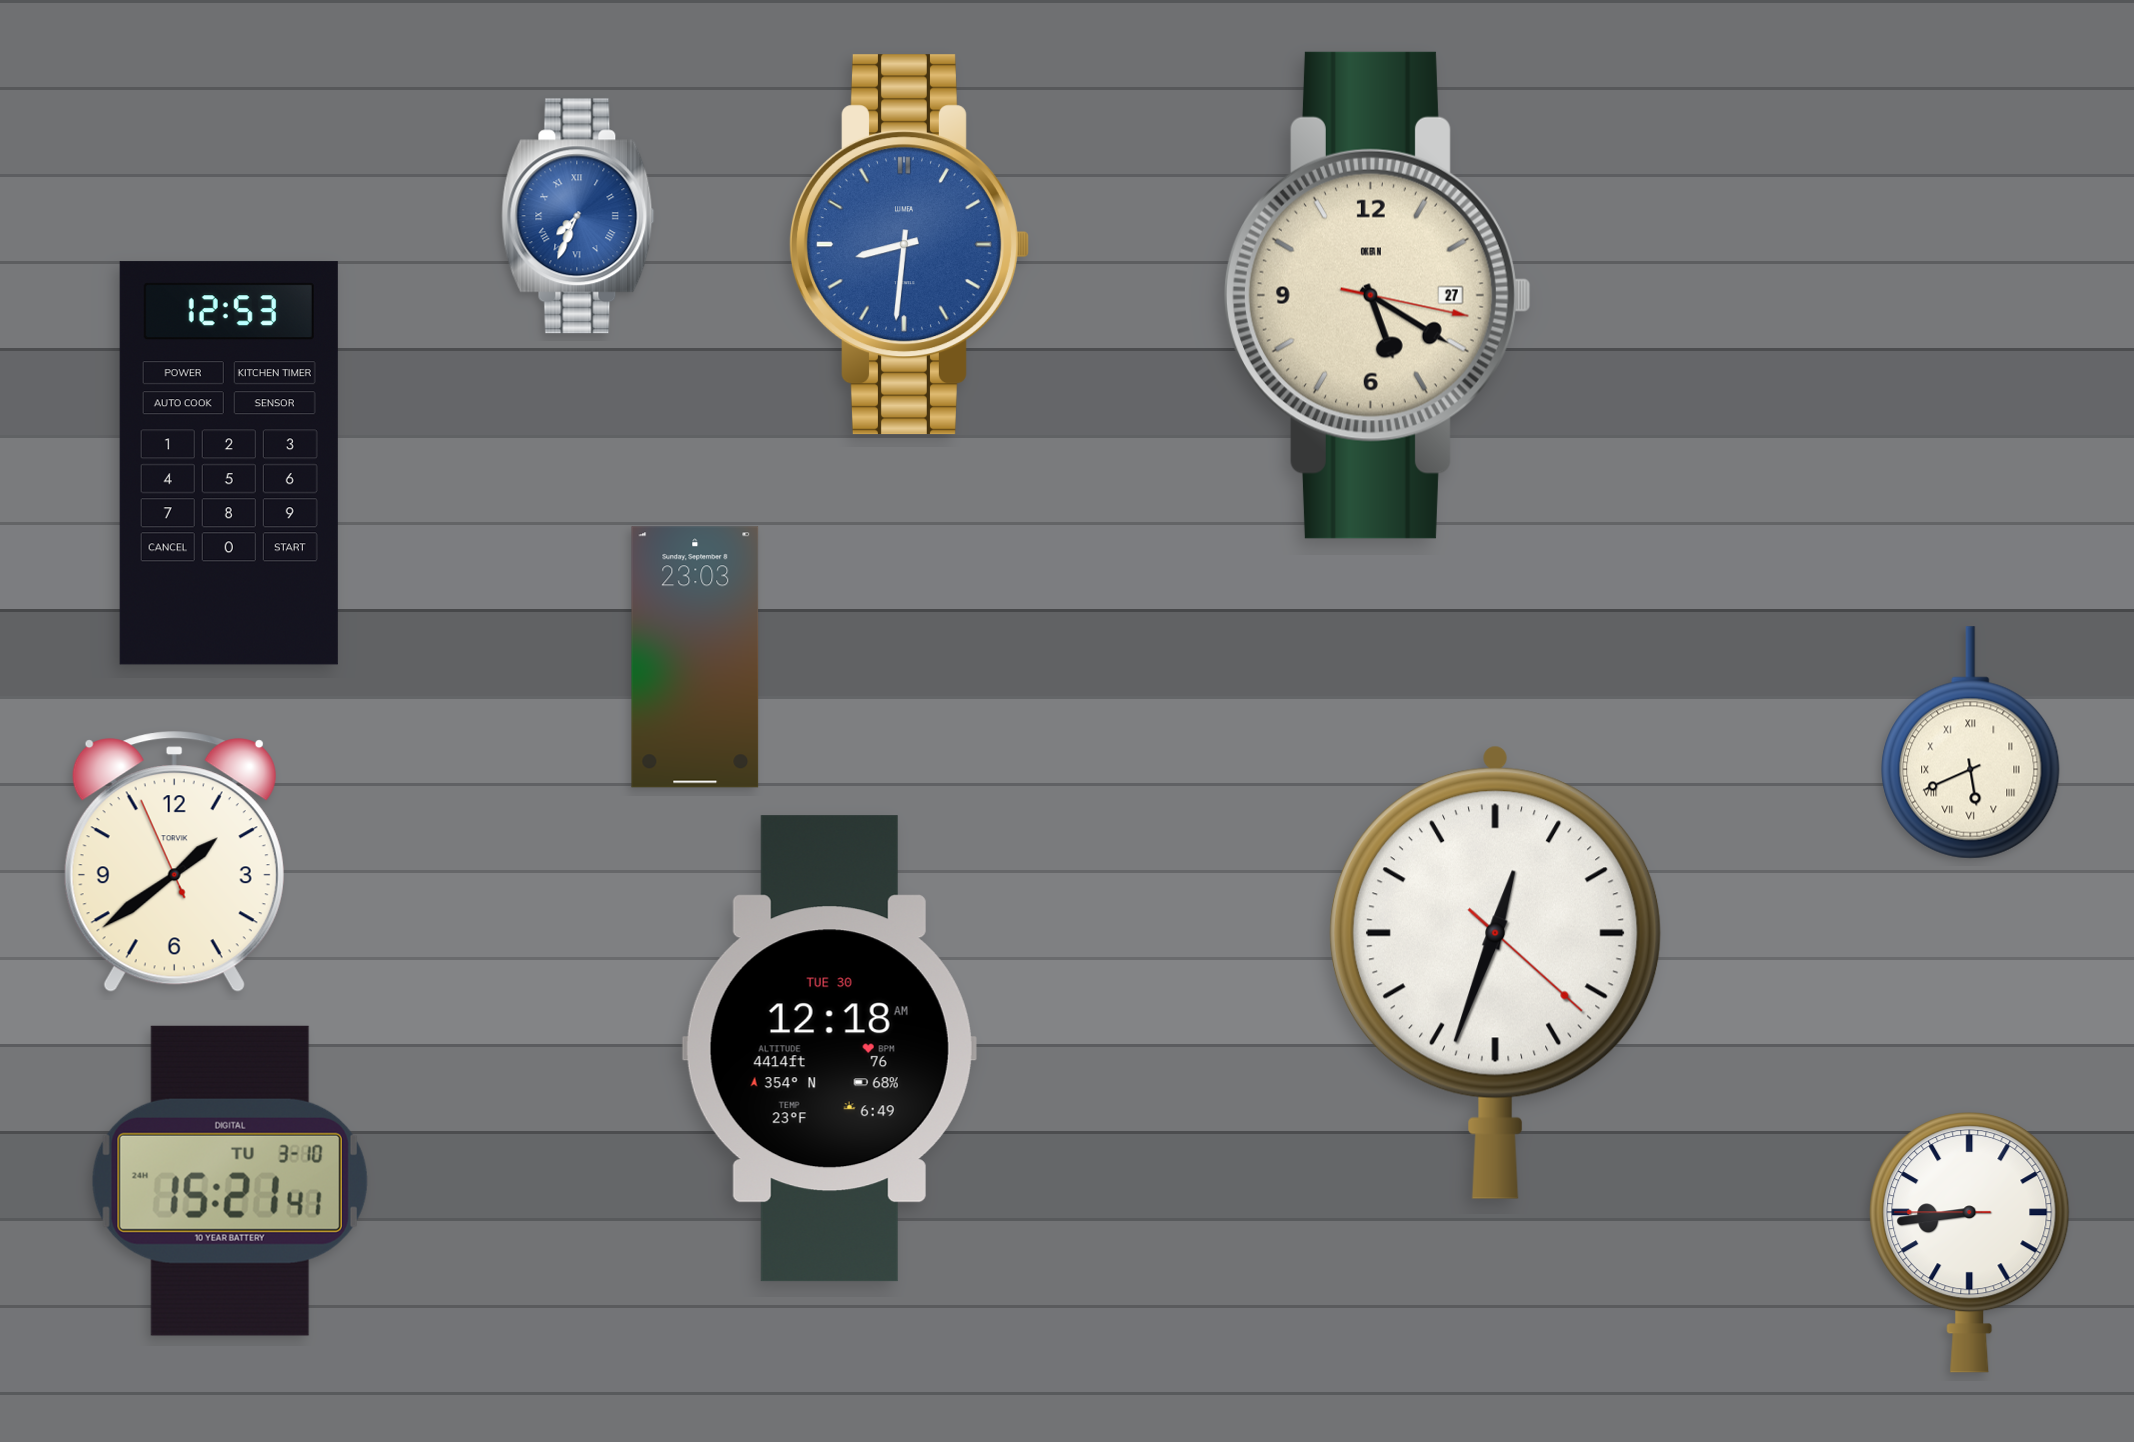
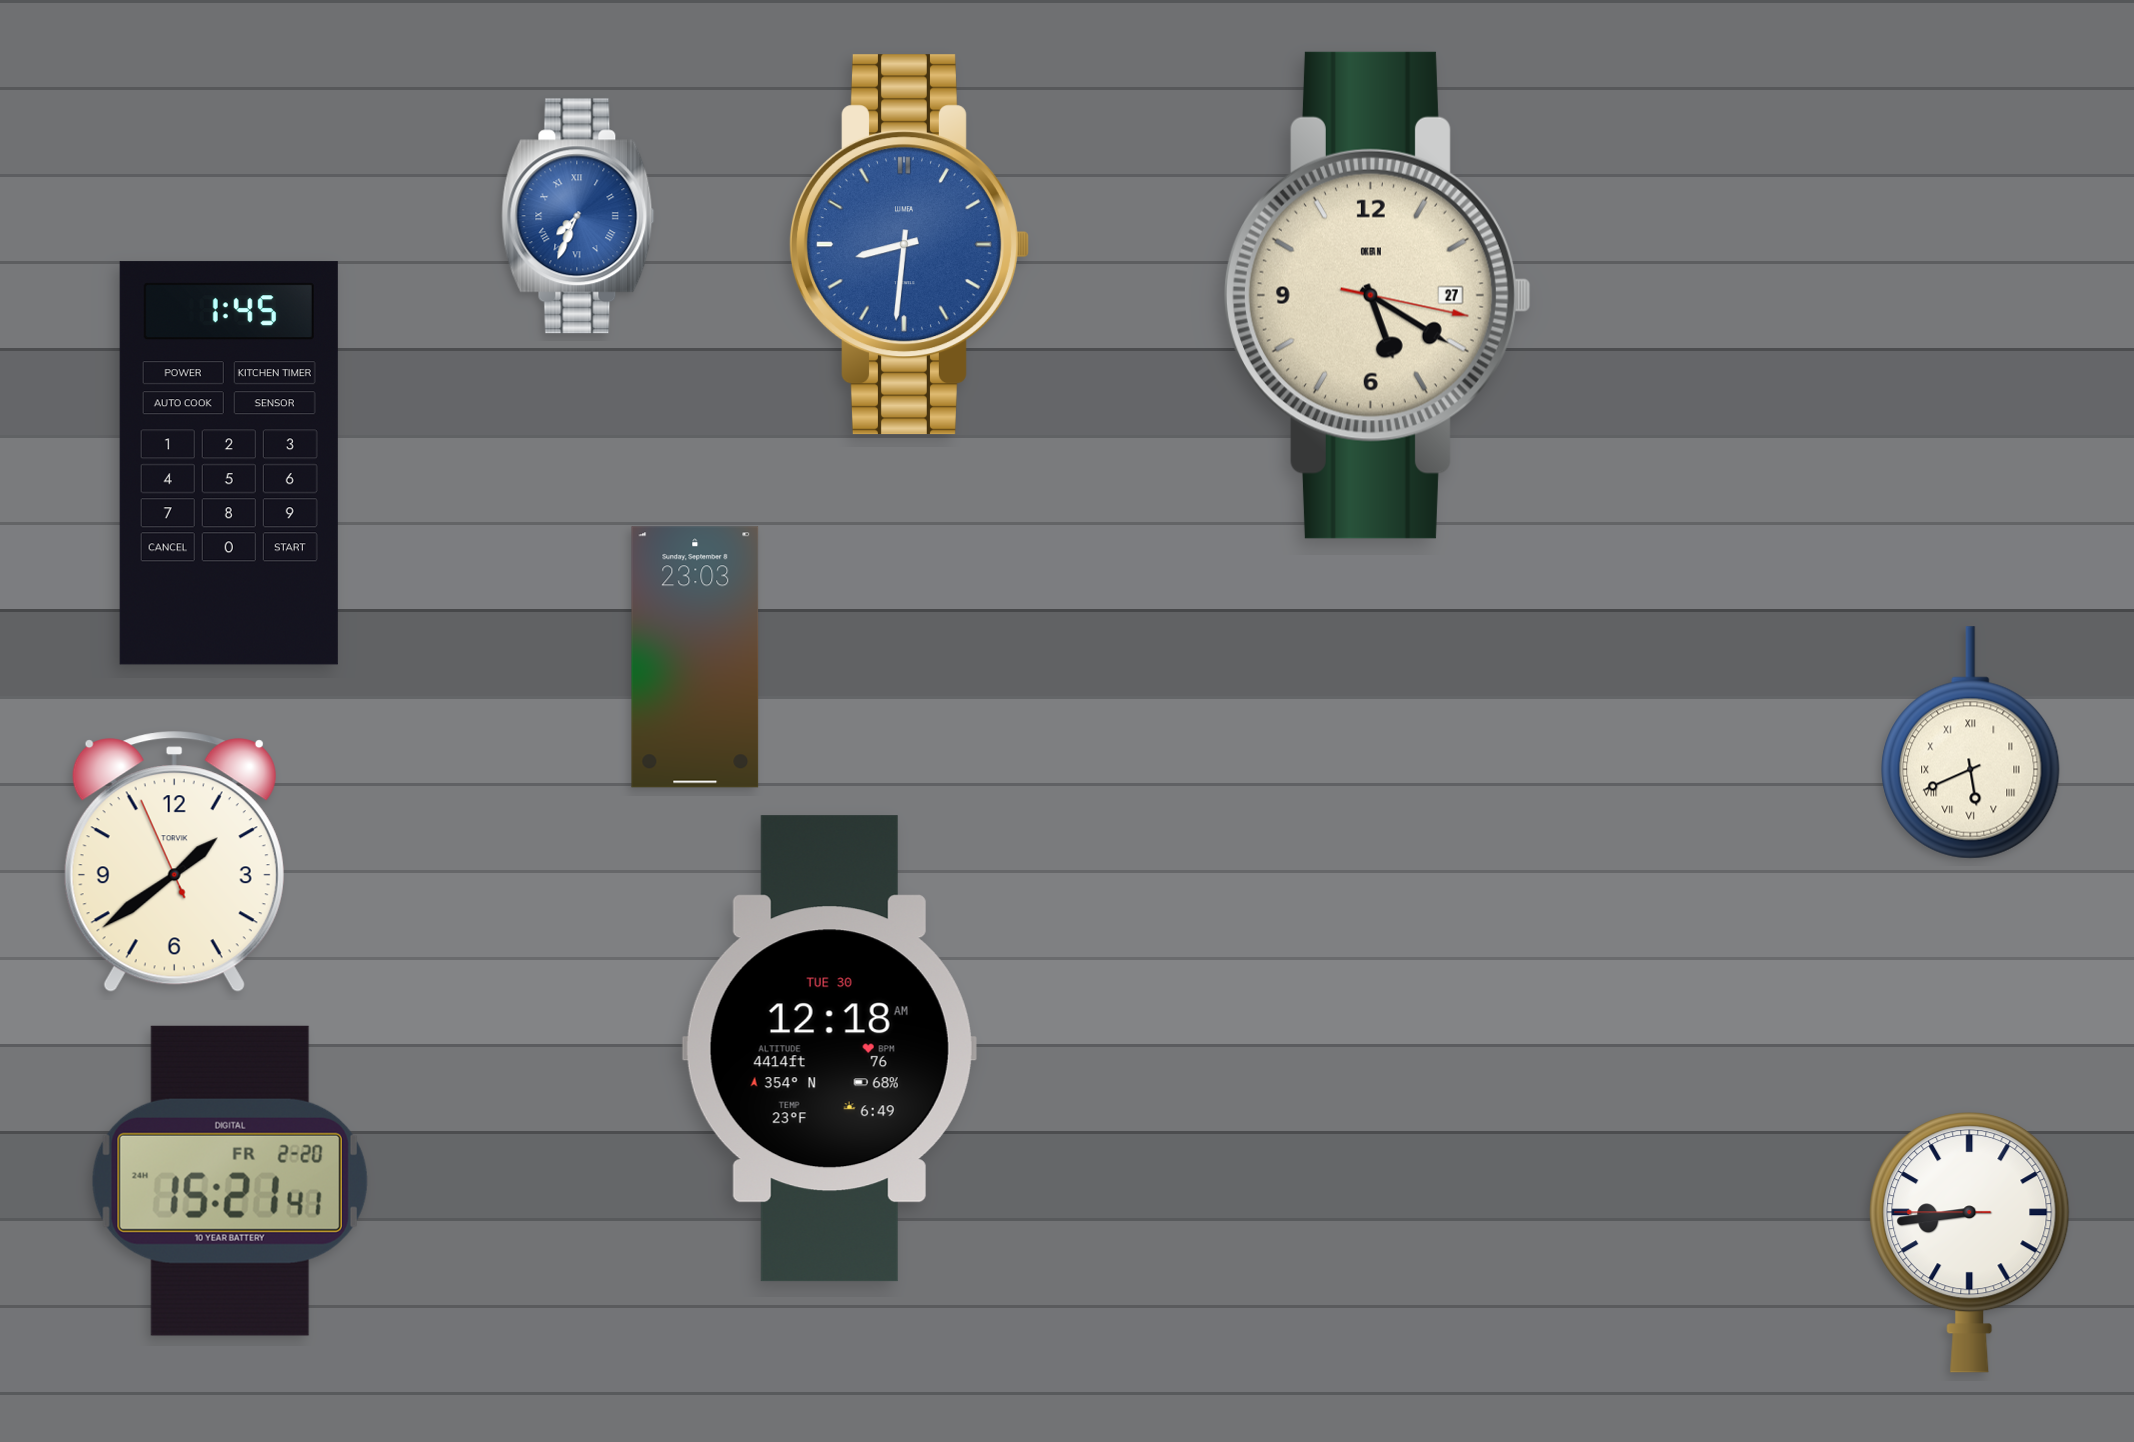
clock at (229, 463): 12:53 -> 1:45
clock at (1495, 972): 12:33 -> none
clock at (230, 1181) date: TU 3-10 -> FR 2-20
